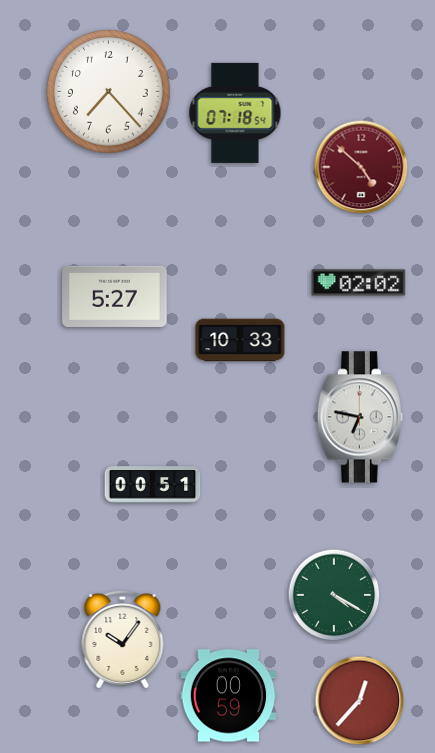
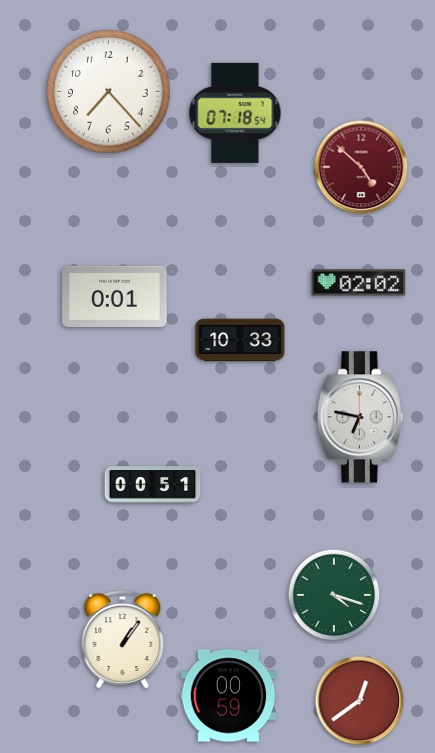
clock at (115, 296): 5:27 -> 0:01
clock at (334, 595): 4:20 -> 4:18
clock at (123, 640): 10:06 -> 1:06
clock at (360, 701): 12:37 -> 12:39
